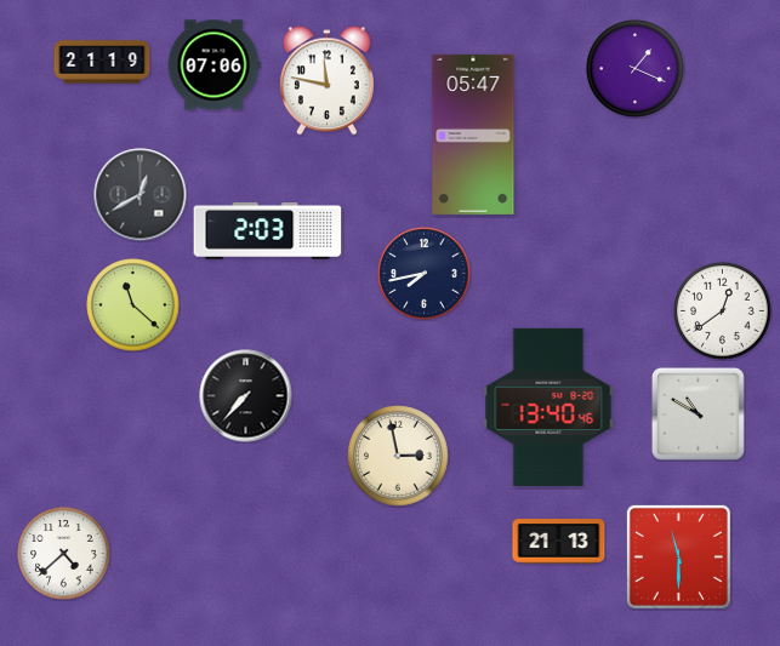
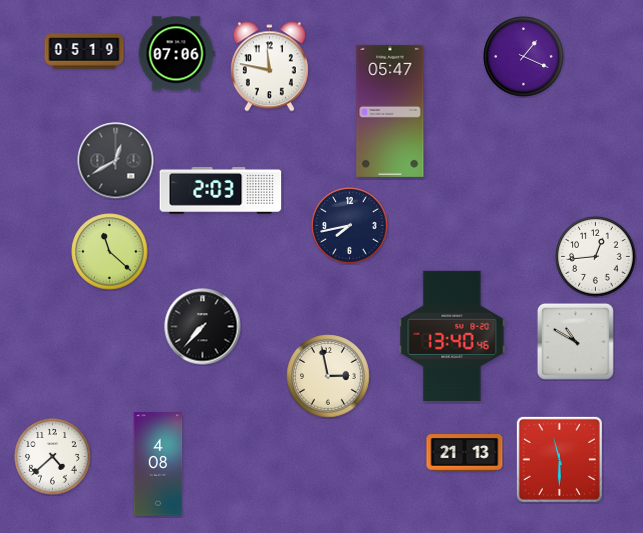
clock at (102, 62): 21:19 -> 05:19
clock at (723, 311): 12:39 -> 12:44
clock at (559, 542) position: (559, 542) -> (465, 453)
clock at (158, 464): none -> 4:08
